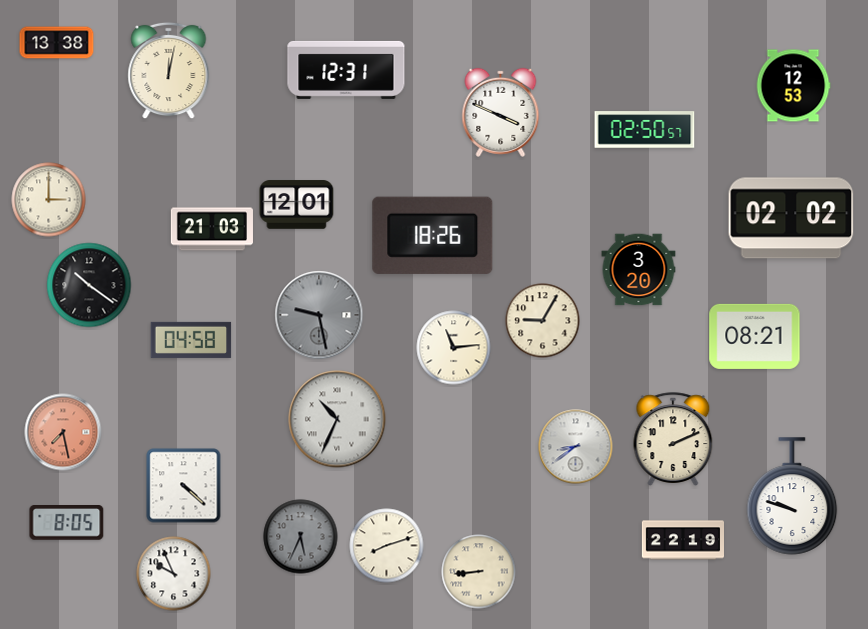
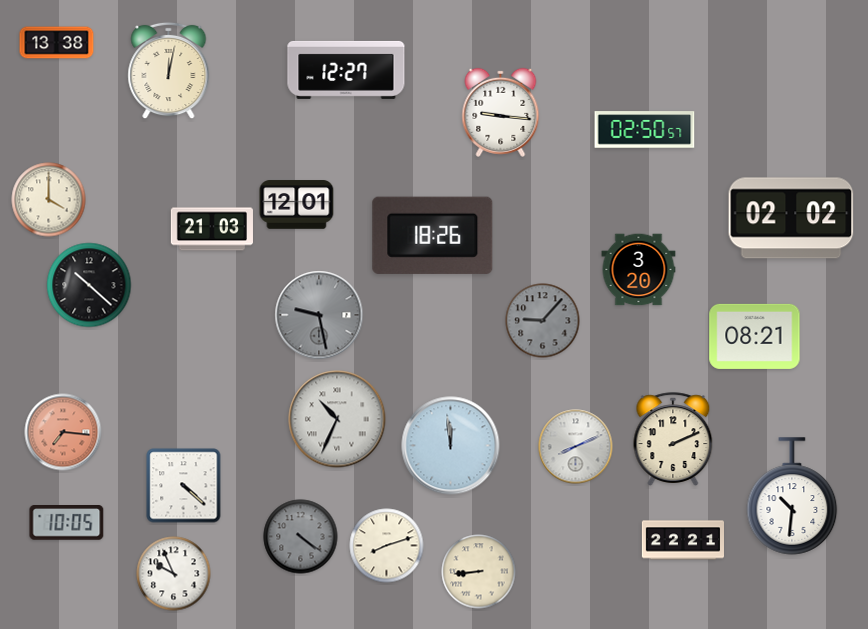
clock at (346, 70): 12:31 -> 12:27
clock at (793, 86): 12:53 -> none
clock at (501, 112): 3:49 -> 9:16
clock at (49, 200): 3:00 -> 4:00
clock at (89, 285): 10:21 -> 10:22
clock at (543, 321): 9:05 -> 9:07
clock at (543, 321) dial: cream -> grey
clock at (191, 340): 04:58 -> none
clock at (454, 348): 11:14 -> none
clock at (63, 432): 7:28 -> 7:16
clock at (451, 446): none -> 11:59
clock at (576, 447): 8:39 -> 8:11
clock at (792, 496): 9:48 -> 10:31
clock at (67, 523): 8:05 -> 10:05
clock at (301, 537): 5:34 -> 4:21
clock at (682, 540): 22:19 -> 22:21
